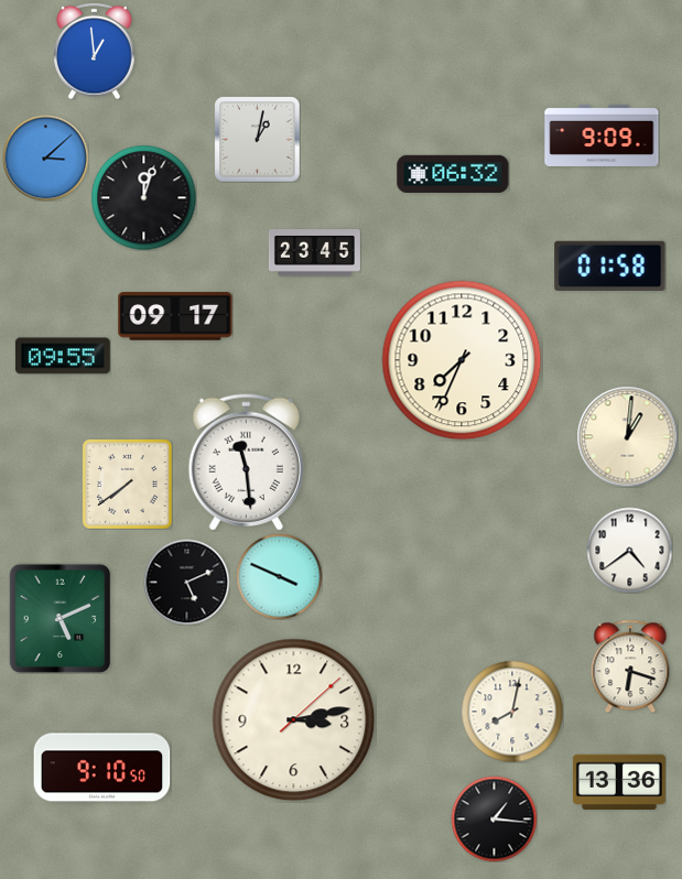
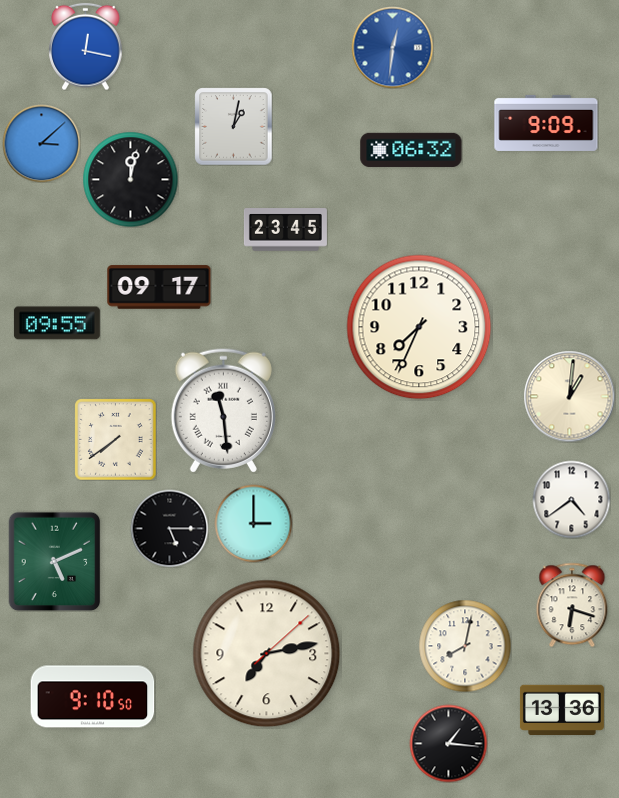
clock at (95, 51): 12:59 -> 12:17
clock at (392, 47): none -> 12:31
clock at (453, 174) position: (453, 174) -> (411, 150)
clock at (143, 197): 12:03 -> 12:02
clock at (610, 265): 01:58 -> none
clock at (246, 462) position: (246, 462) -> (223, 410)
clock at (279, 576): 3:49 -> 3:00
clock at (186, 582): 5:11 -> 5:15
clock at (294, 720): 3:13 -> 7:13
